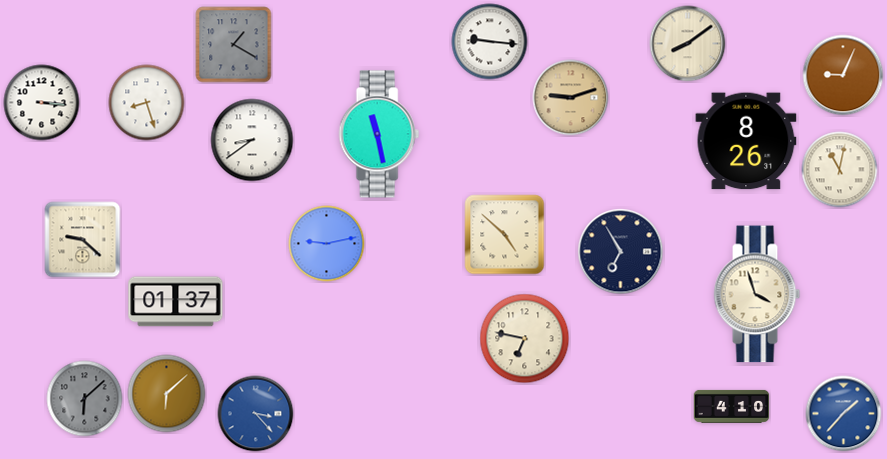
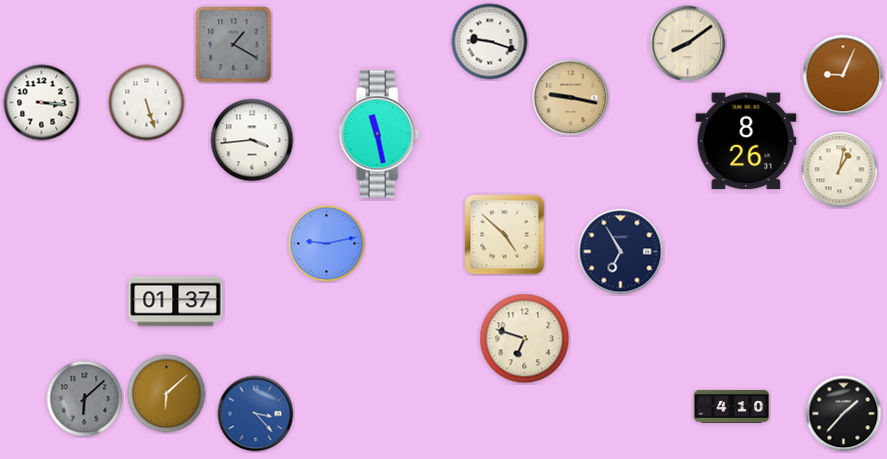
clock at (490, 42): 9:16 -> 9:18
clock at (571, 98): 9:12 -> 9:17
clock at (147, 103): 8:27 -> 5:27
clock at (252, 140): 8:39 -> 3:44
clock at (840, 170): 11:02 -> 1:02
clock at (83, 240): 9:22 -> none
clock at (757, 294): 3:57 -> none
clock at (525, 339): 6:47 -> 6:48
clock at (844, 414) dial: blue -> black
